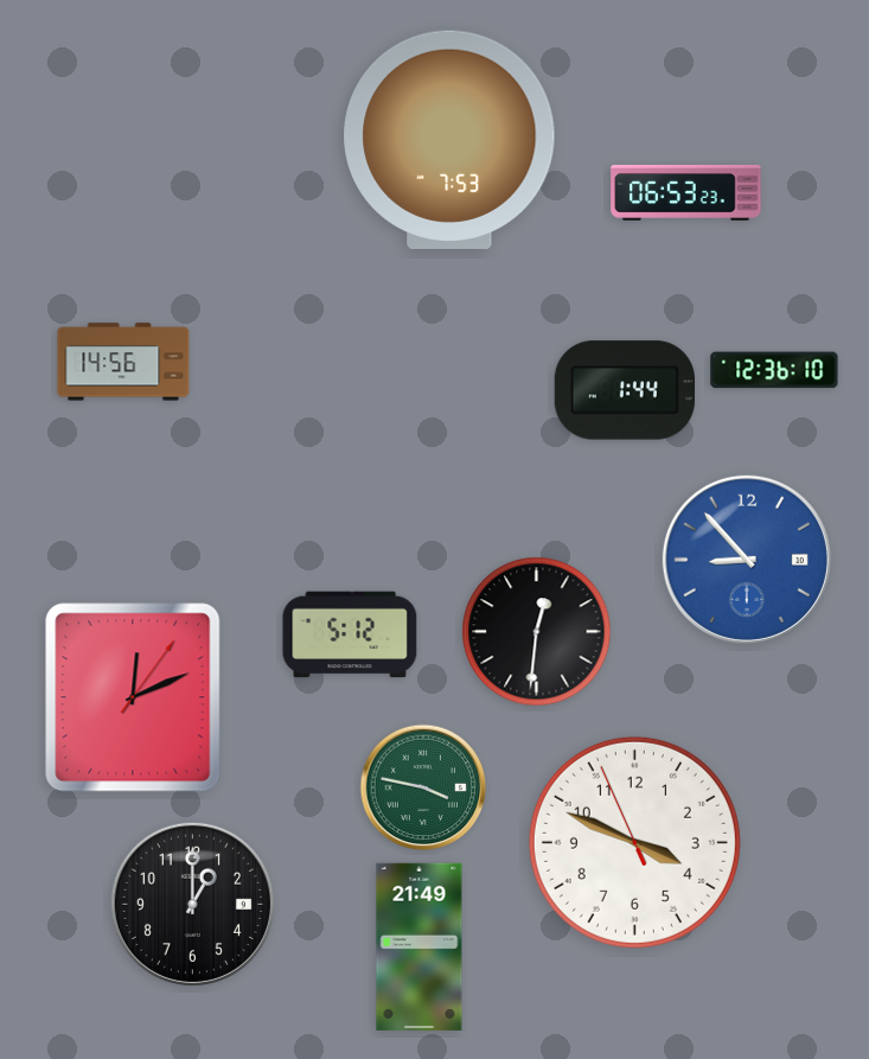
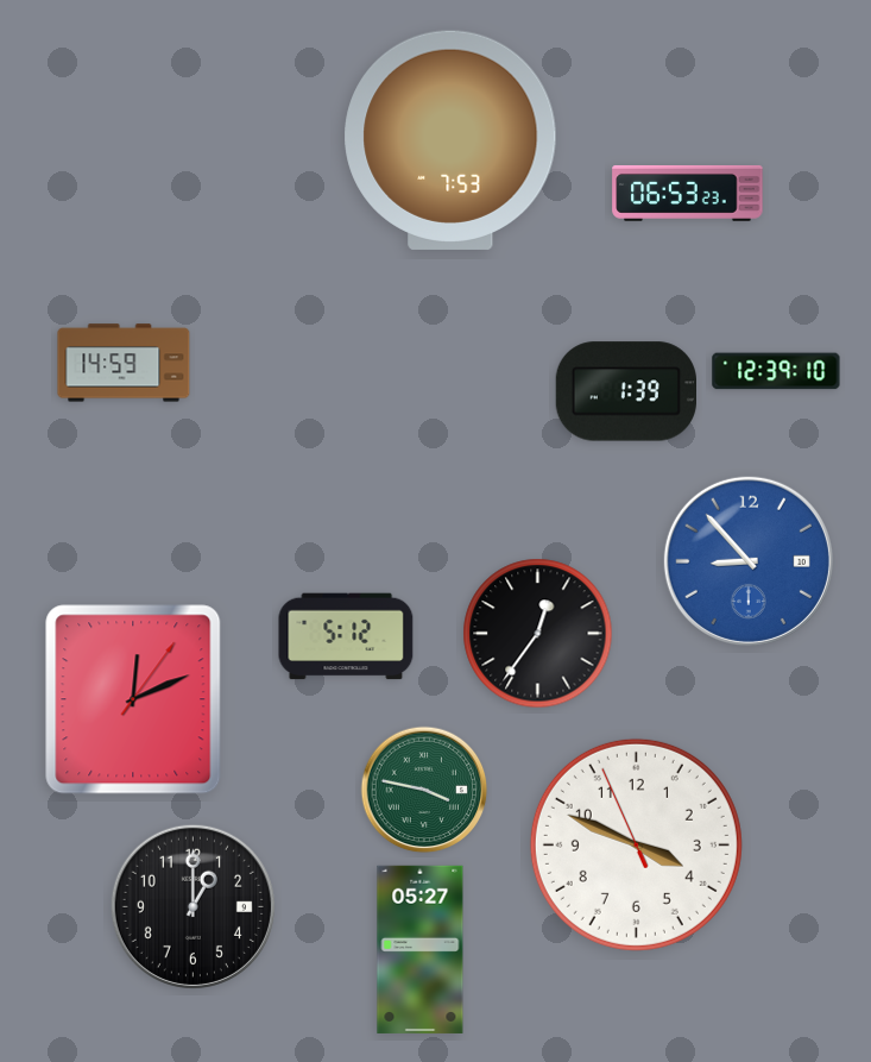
clock at (123, 362): 14:56 -> 14:59
clock at (774, 370): 12:36 -> 12:39
clock at (624, 390): 1:44 -> 1:39
clock at (537, 632): 12:31 -> 12:36
clock at (350, 634) position: (350, 634) -> (346, 636)
clock at (420, 946): 21:49 -> 05:27
